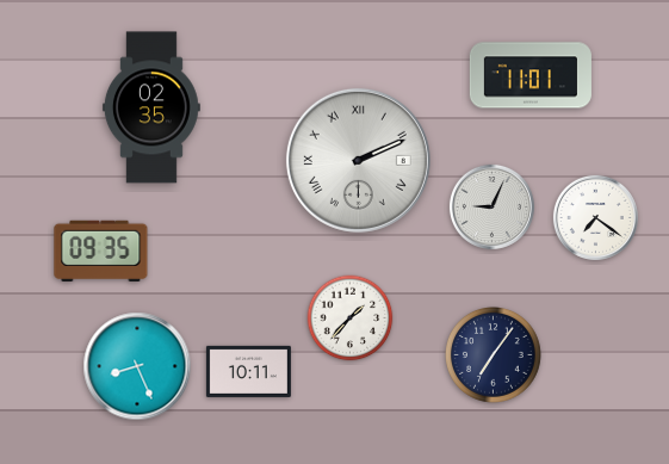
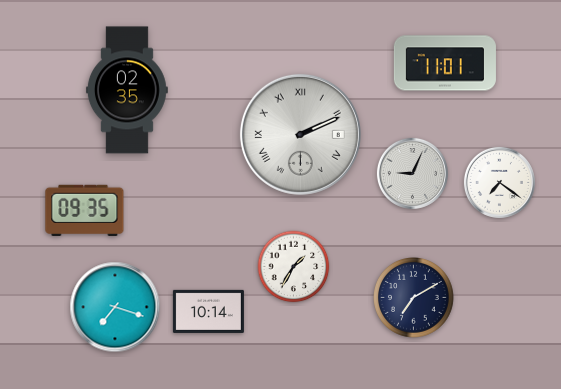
clock at (351, 318): 1:37 -> 1:35
clock at (494, 355): 7:06 -> 7:10
clock at (137, 366): 8:26 -> 7:18
clock at (248, 371): 10:11 -> 10:14
